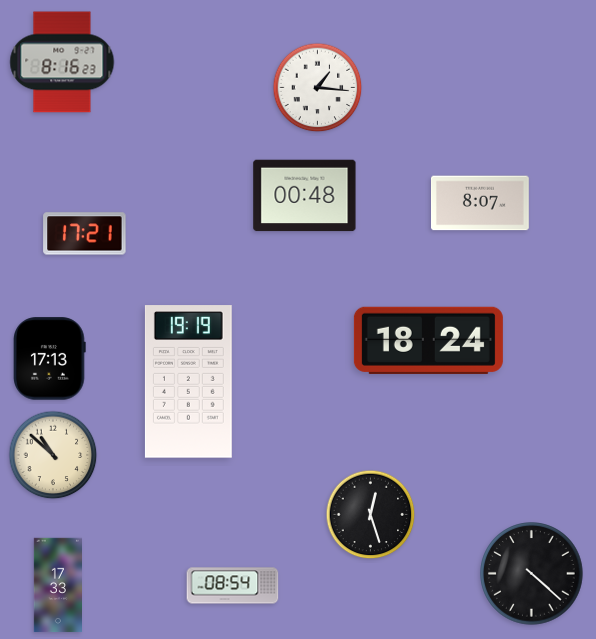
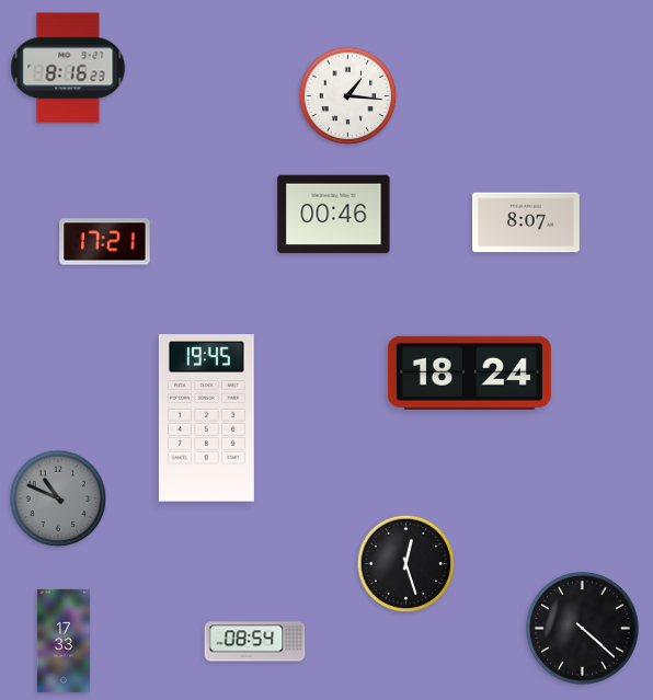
clock at (305, 196): 00:48 -> 00:46
clock at (85, 234) position: (85, 234) -> (105, 242)
clock at (50, 359): 17:13 -> none
clock at (188, 382): 19:19 -> 19:45
clock at (53, 455): 10:52 -> 10:49
clock at (53, 455) dial: cream -> grey
